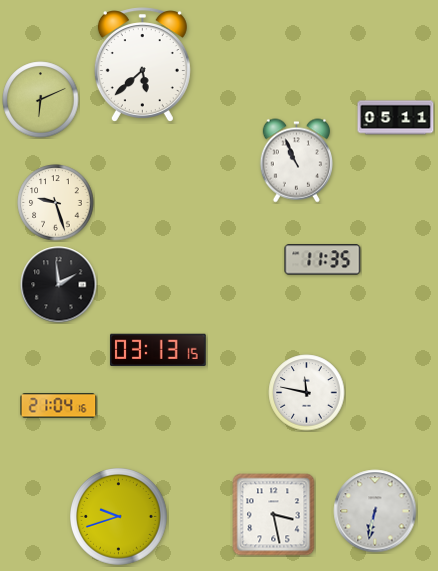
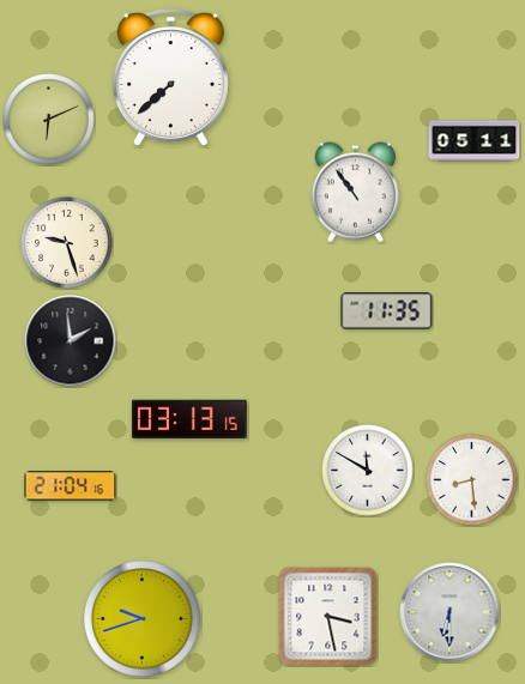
clock at (142, 64): 5:38 -> 7:38
clock at (296, 161): 10:56 -> 10:54
clock at (307, 393): 11:47 -> 11:50
clock at (472, 480): none -> 8:29
clock at (375, 511): 6:32 -> 6:30
